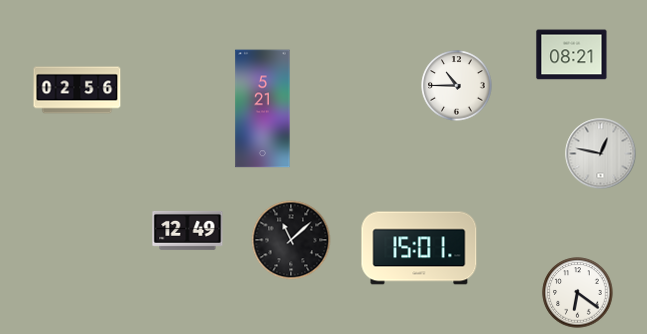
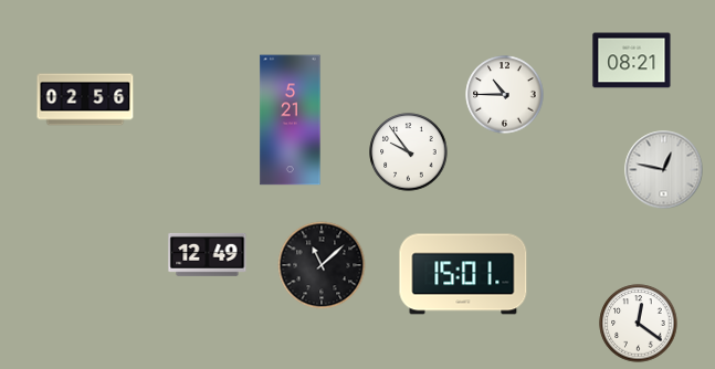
clock at (409, 152): none -> 9:54
clock at (578, 293): 6:21 -> 12:21
